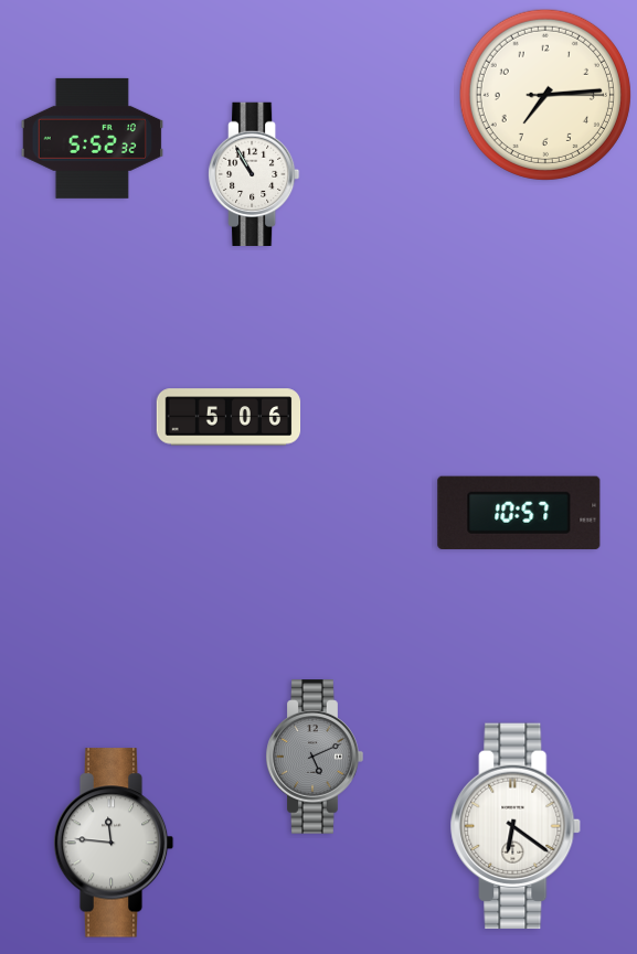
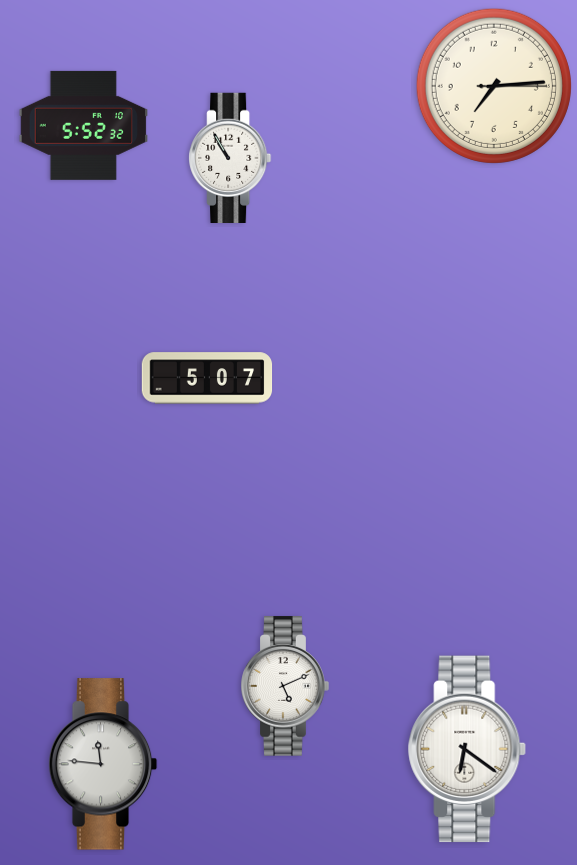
clock at (229, 417): 5:06 -> 5:07
clock at (519, 513): 10:57 -> none
clock at (315, 757) dial: grey -> white
